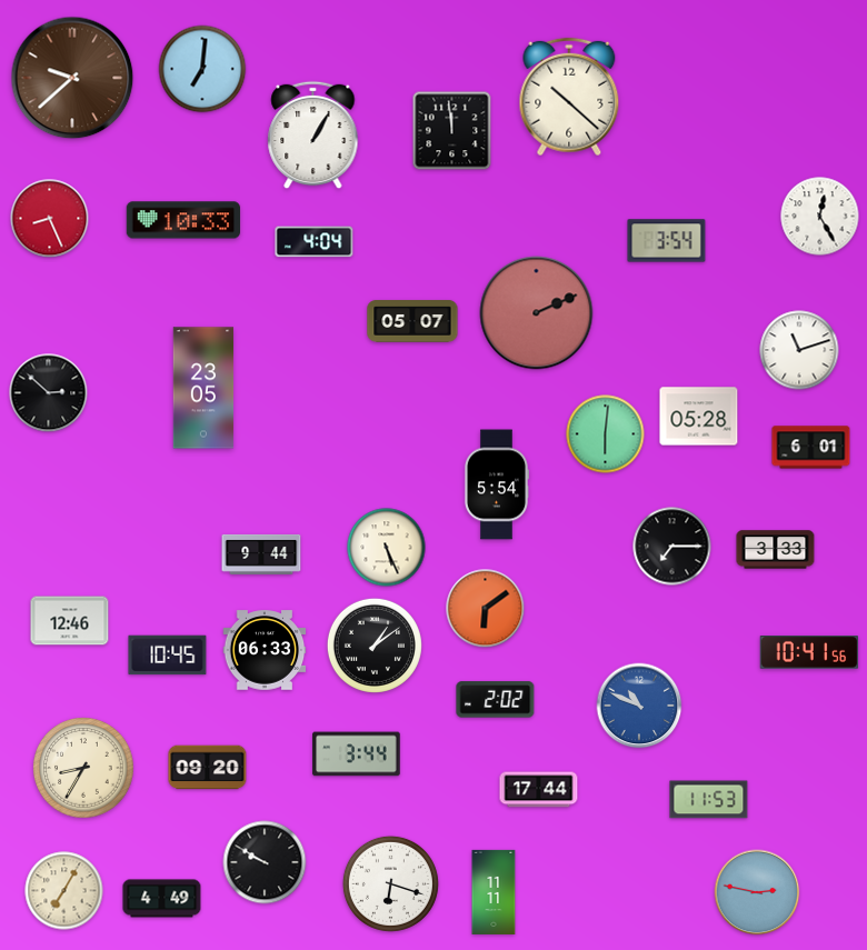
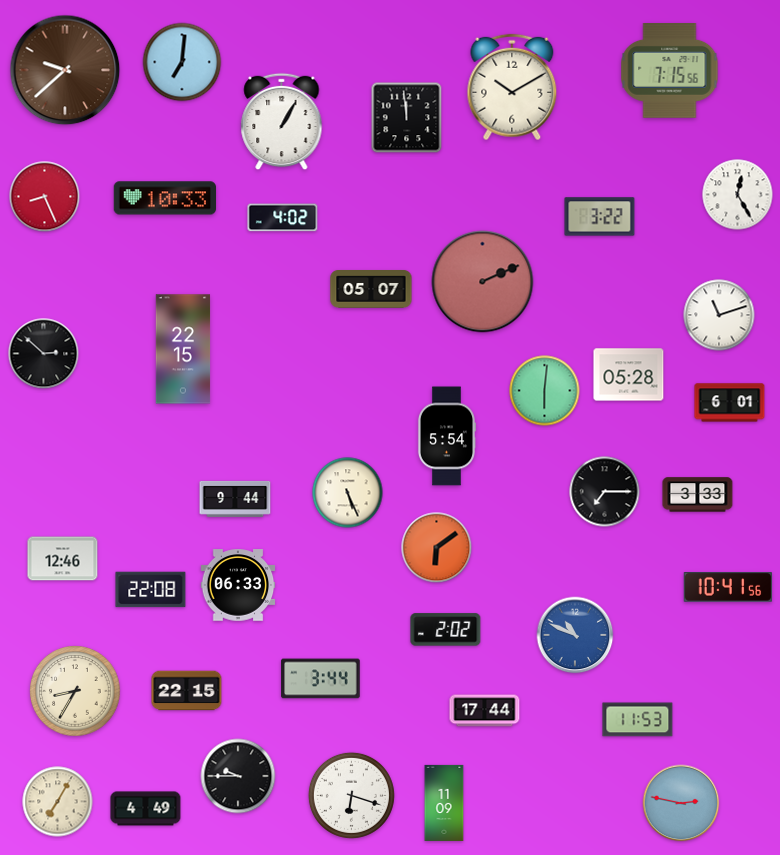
clock at (670, 71): none -> 7:15
clock at (569, 97): 10:22 -> 10:10
clock at (667, 241): 3:54 -> 3:22
clock at (315, 242): 4:04 -> 4:02
clock at (203, 388): 23:05 -> 22:15
clock at (375, 646): 1:09 -> none
clock at (168, 656): 10:45 -> 22:08
clock at (208, 768): 09:20 -> 22:15
clock at (265, 862): 9:50 -> 9:45
clock at (494, 892): 11:11 -> 11:09
